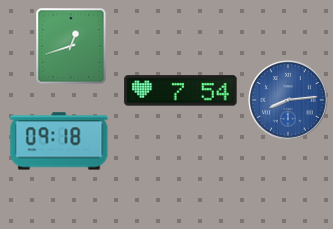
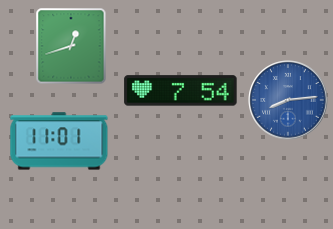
clock at (59, 141): 09:18 -> 11:01
